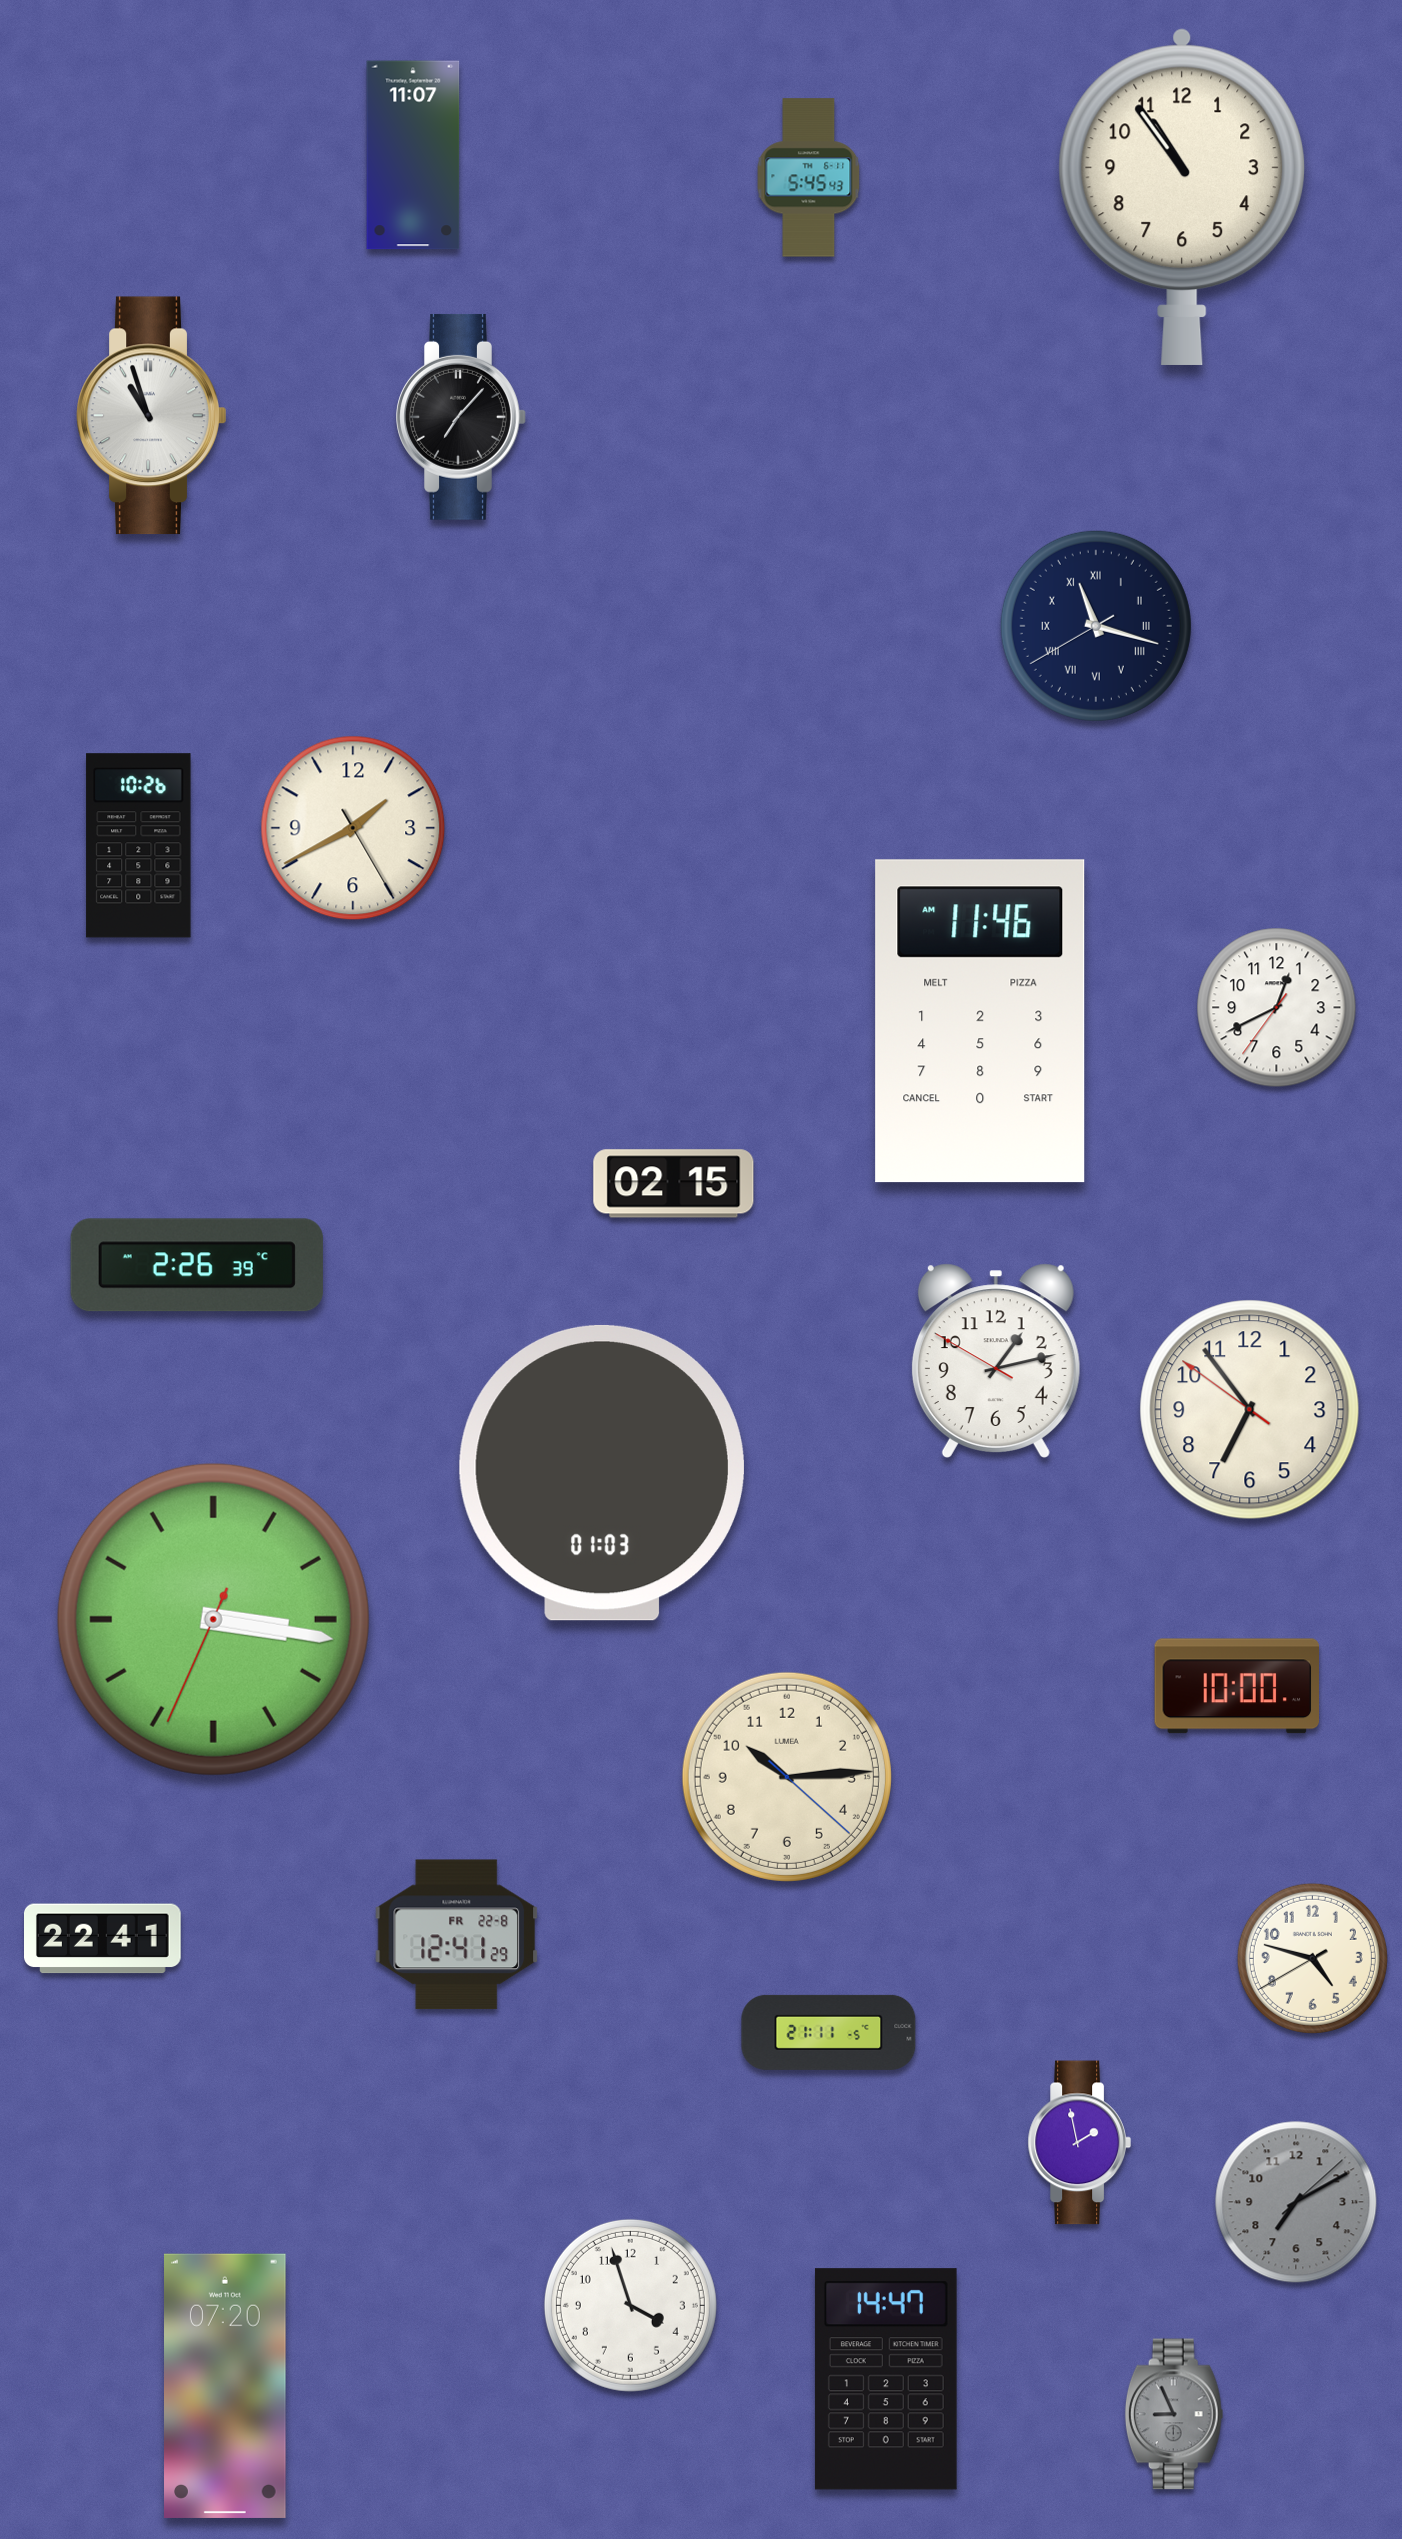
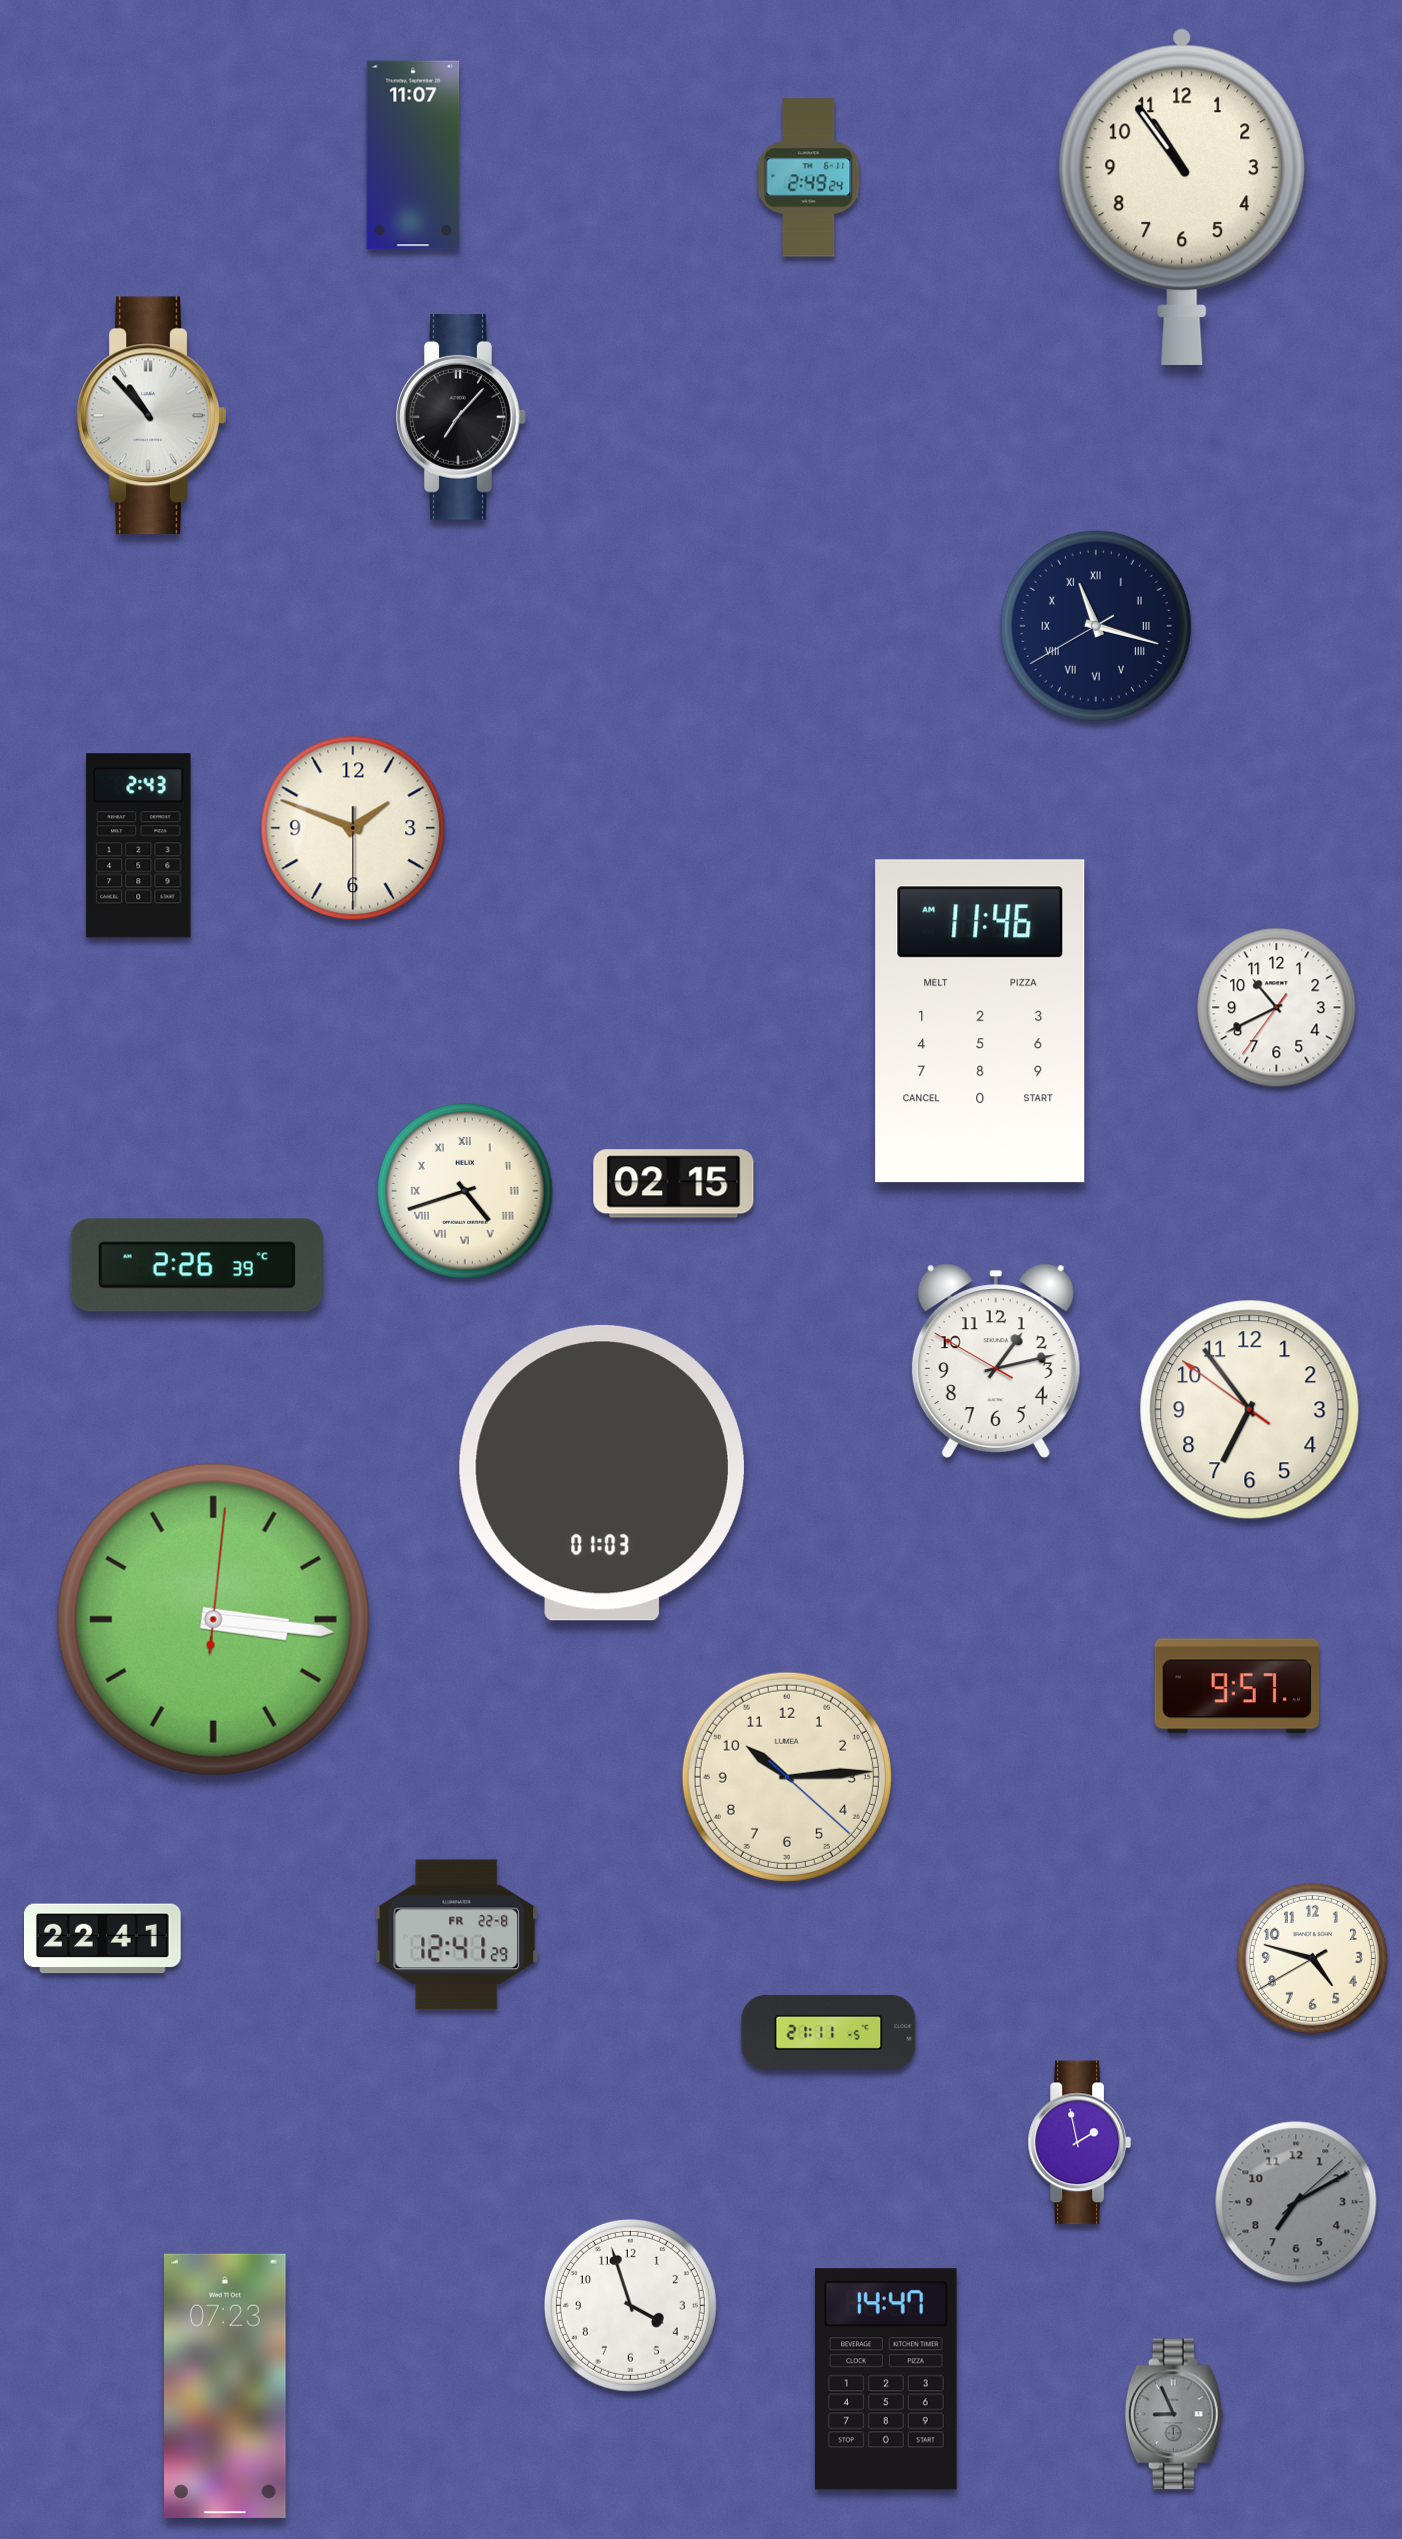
clock at (809, 178): 5:45 -> 2:49
clock at (152, 416): 10:57 -> 10:53
clock at (353, 828): 1:40 -> 1:48
clock at (139, 846): 10:26 -> 2:43
clock at (1277, 1008): 12:40 -> 10:40
clock at (466, 1192): none -> 4:42
clock at (213, 1619): 3:16:34 -> 3:16:01
clock at (1237, 1686): 10:00 -> 9:57
clock at (226, 2386): 07:20 -> 07:23
